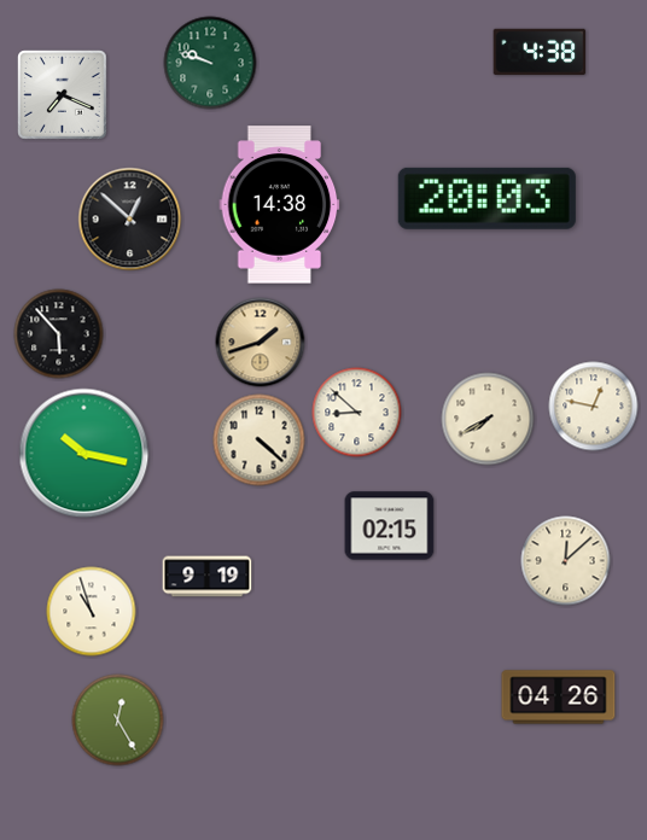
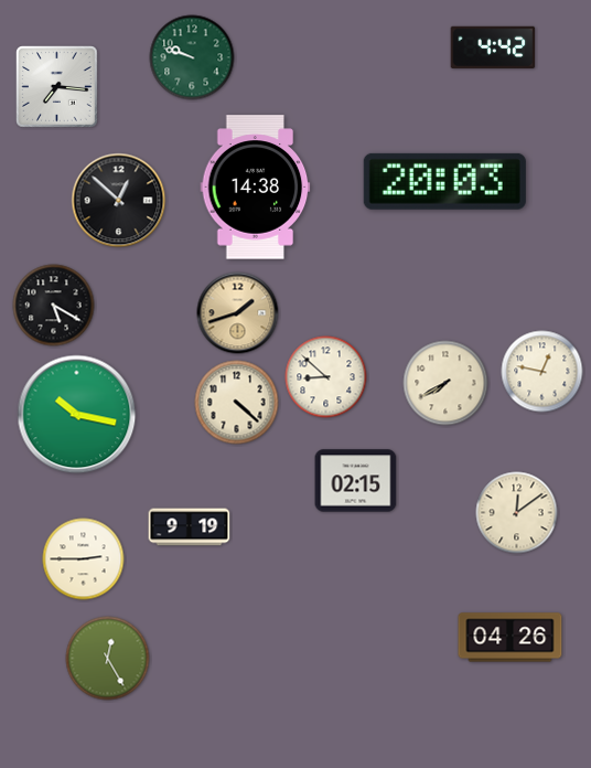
clock at (540, 52): 4:38 -> 4:42
clock at (63, 95): 7:19 -> 7:16
clock at (59, 334): 5:53 -> 5:20
clock at (566, 561): 12:08 -> 12:09
clock at (92, 612): 10:57 -> 2:45
